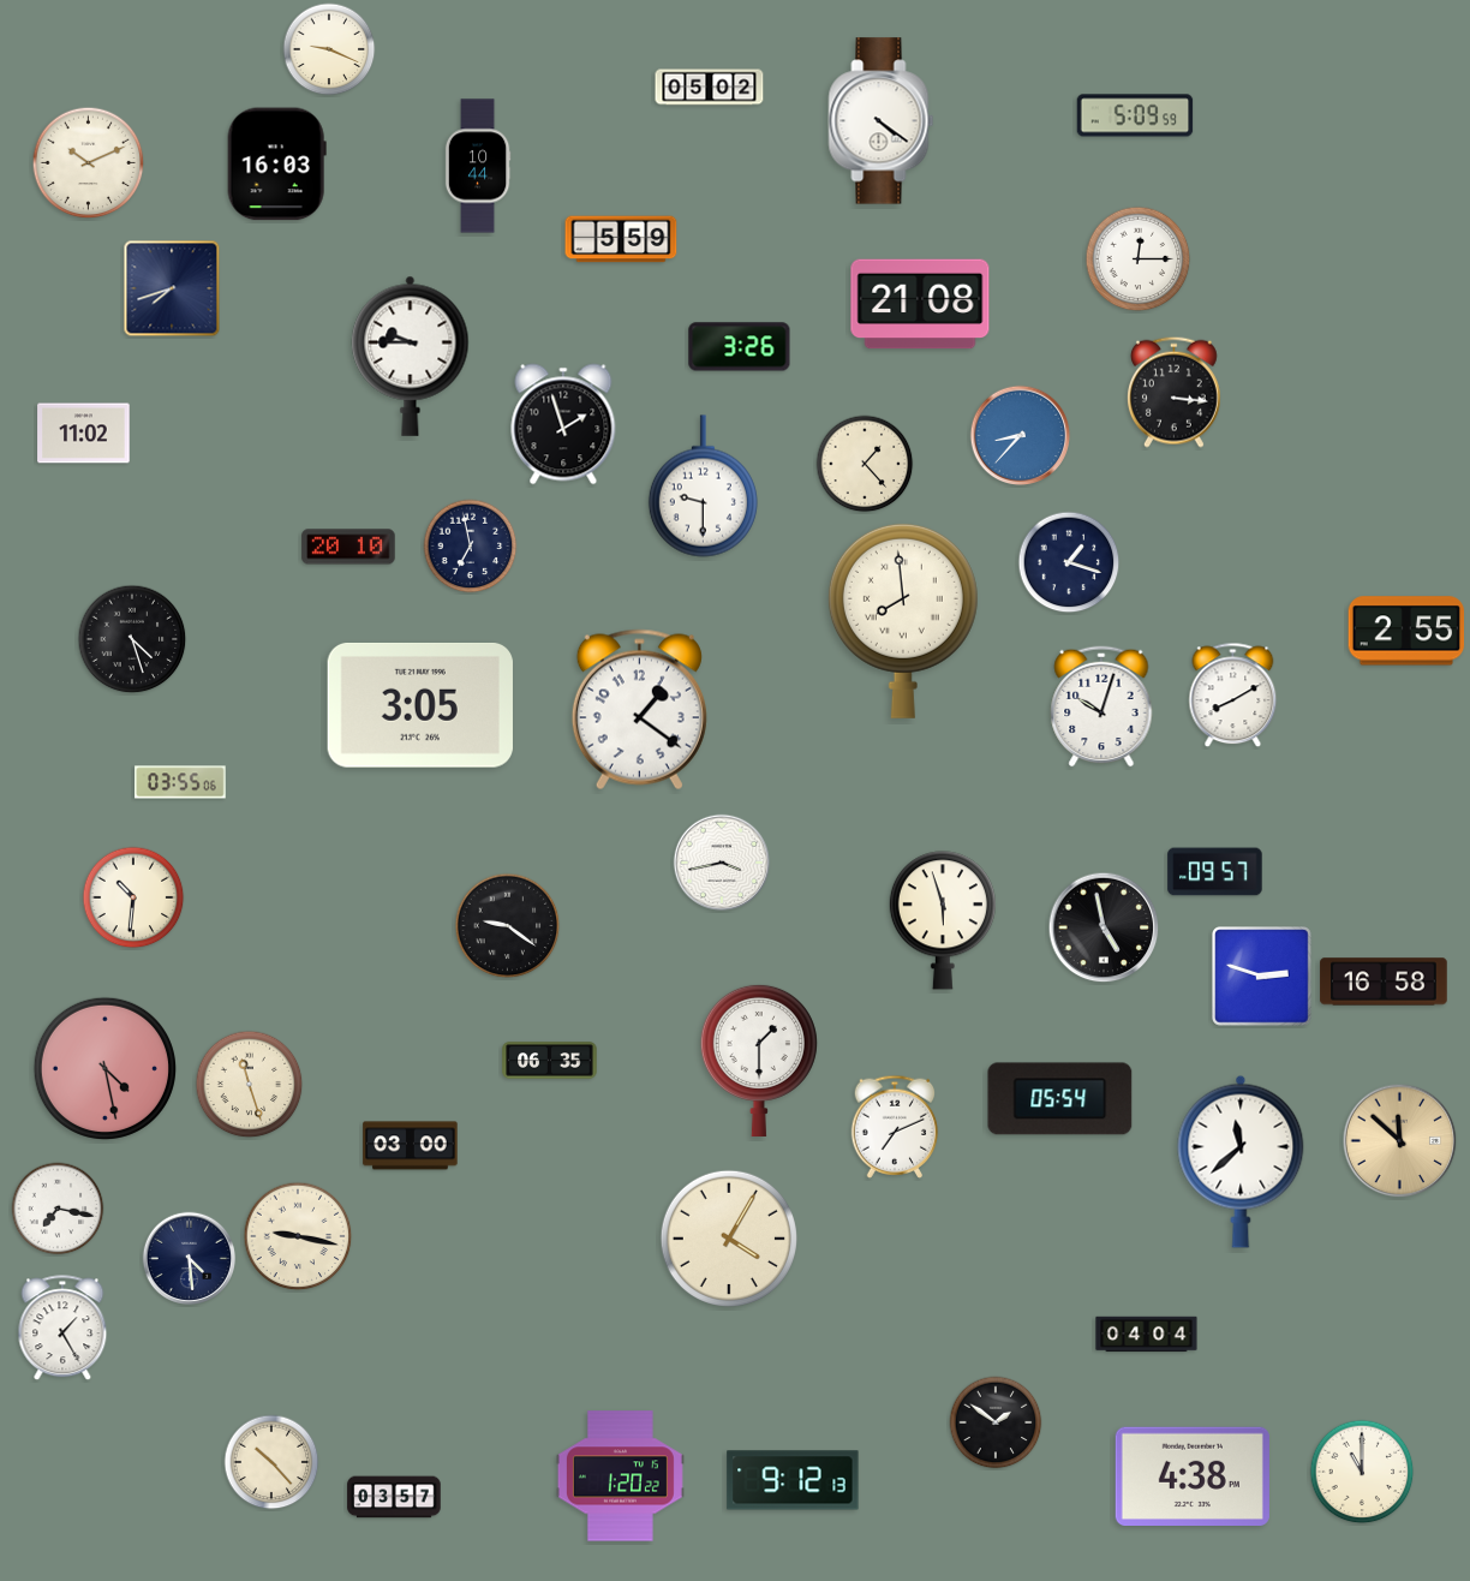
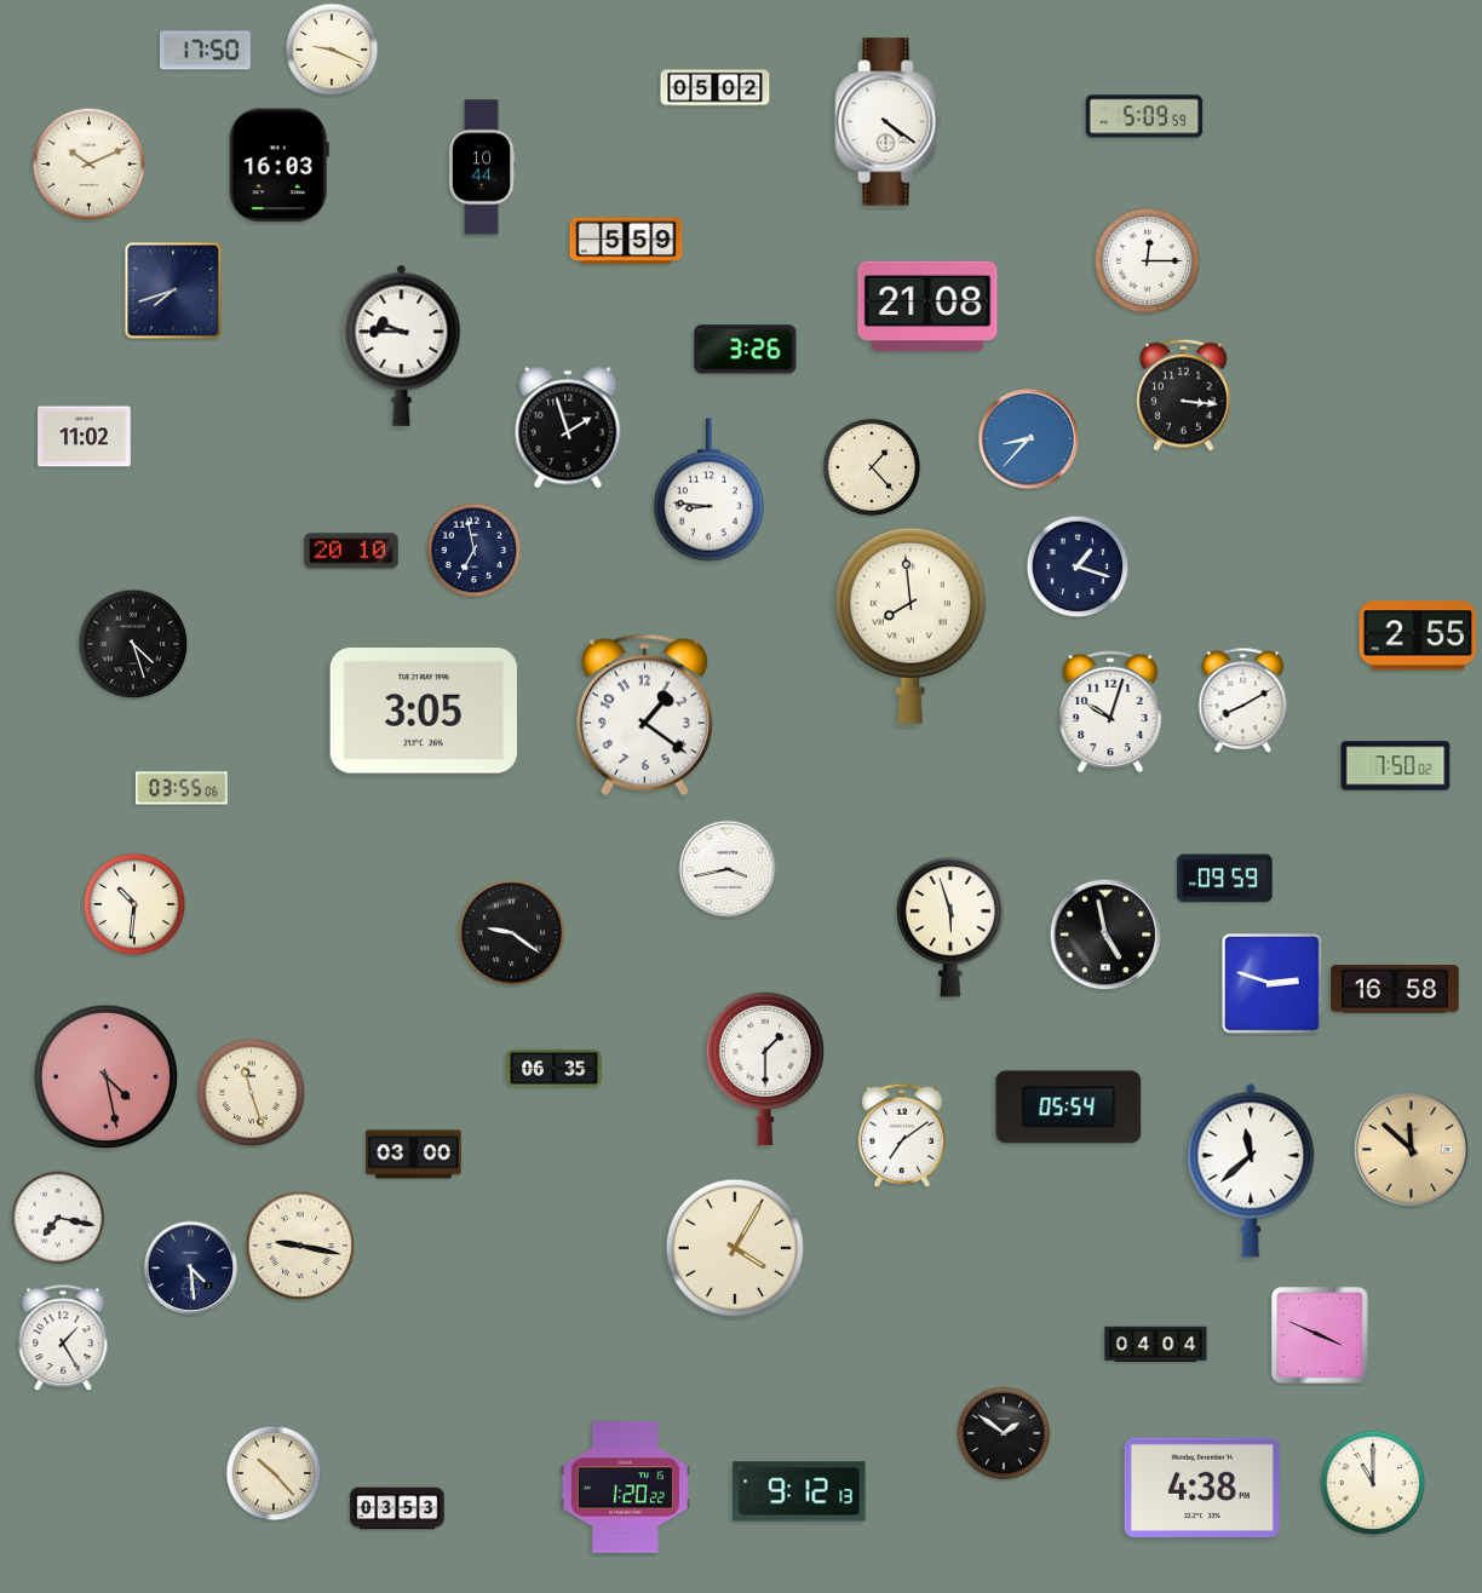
clock at (205, 51): none -> 17:50
clock at (411, 356) position: (411, 356) -> (402, 345)
clock at (703, 487): 9:30 -> 8:46
clock at (1396, 766): none -> 7:50
clock at (1215, 872): 09:57 -> 09:59
clock at (1104, 927) position: (1104, 927) -> (1105, 934)
clock at (895, 1127): 7:11 -> 7:09
clock at (1321, 1336): none -> 3:49
clock at (394, 1497): 03:57 -> 03:53
